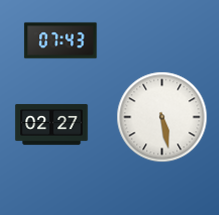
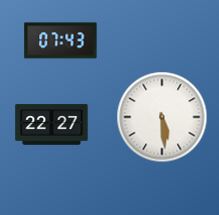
clock at (162, 117): 5:28 -> 5:29
clock at (52, 125): 02:27 -> 22:27
